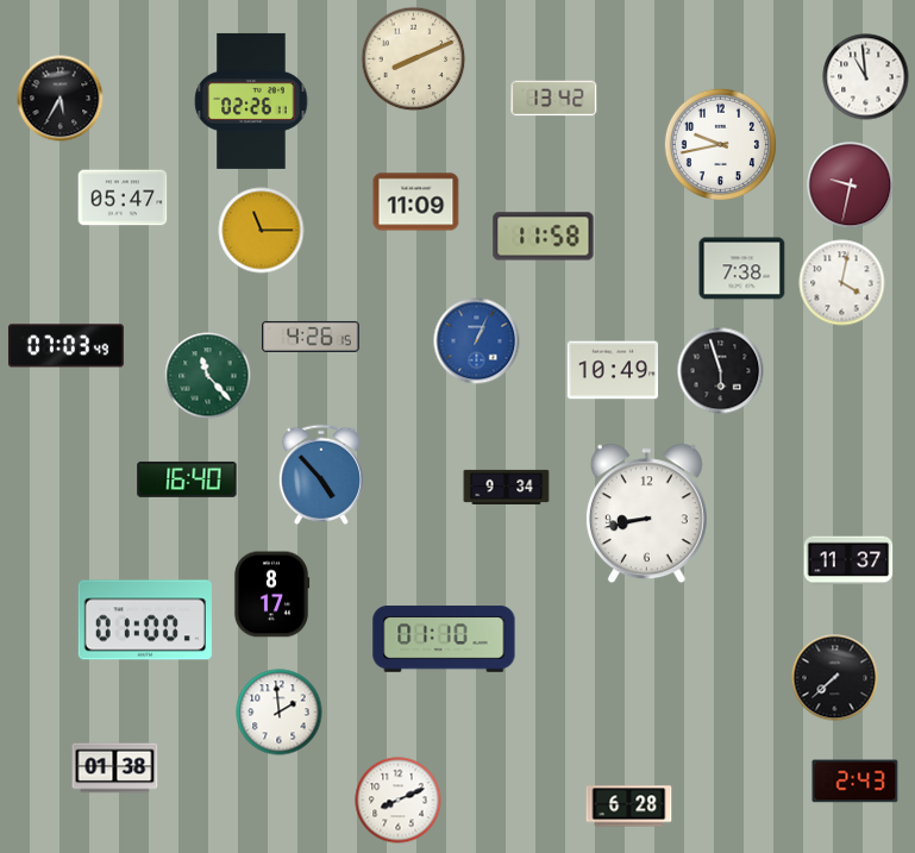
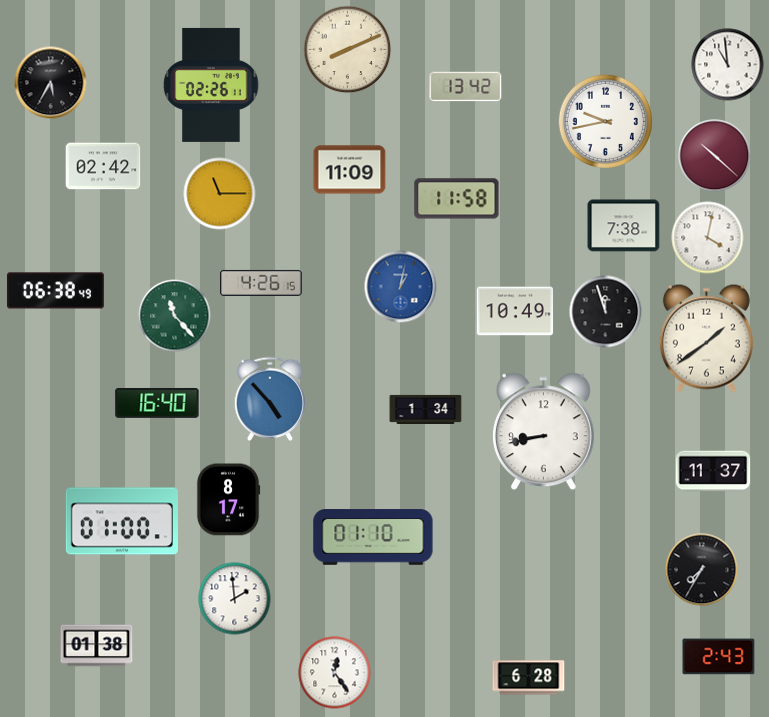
clock at (554, 99) position: (554, 99) -> (466, 87)
clock at (851, 186): 9:32 -> 10:22
clock at (123, 197): 05:47 -> 02:42
clock at (477, 341): 1:04 -> 1:02
clock at (65, 346): 07:03 -> 06:38
clock at (721, 371): 5:57 -> 11:57
clock at (706, 338): none -> 1:39
clock at (507, 487): 9:34 -> 1:34
clock at (835, 678): 7:38 -> 7:35
clock at (399, 801): 8:11 -> 12:24
